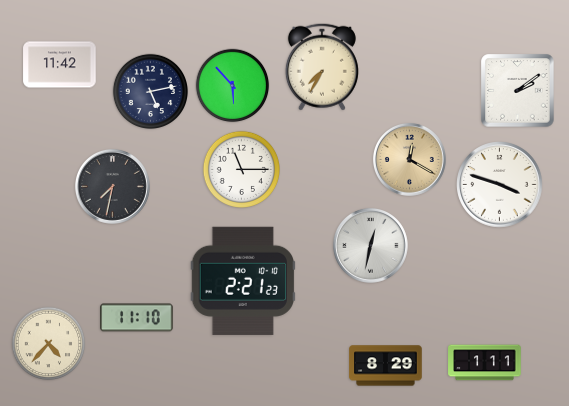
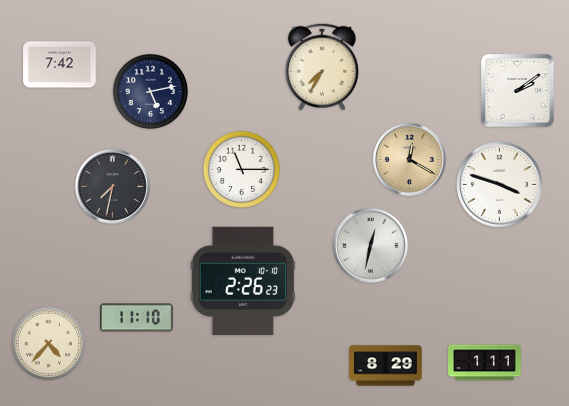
clock at (60, 65): 11:42 -> 7:42
clock at (233, 86): 5:53 -> none
clock at (242, 281): 2:21 -> 2:26
